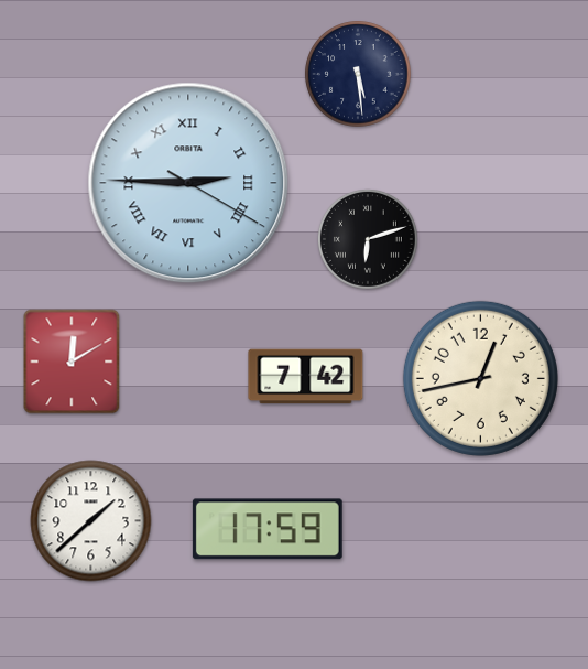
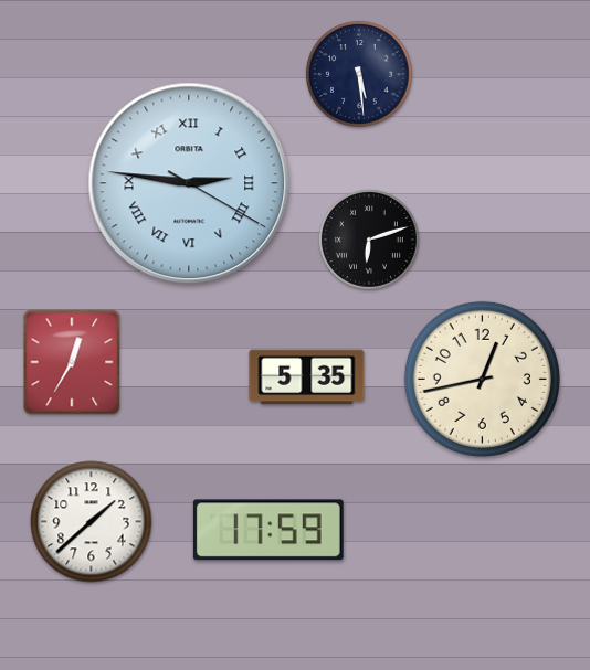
clock at (188, 183): 2:45 -> 2:46
clock at (72, 362): 12:10 -> 12:35
clock at (306, 377): 7:42 -> 5:35
